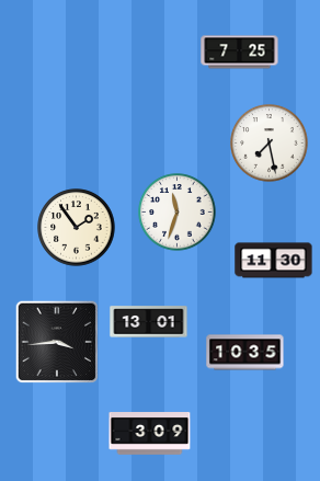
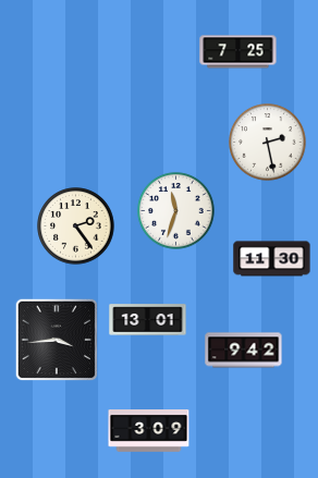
clock at (270, 144): 7:28 -> 2:28
clock at (77, 228): 1:54 -> 2:24
clock at (245, 353): 10:35 -> 9:42
